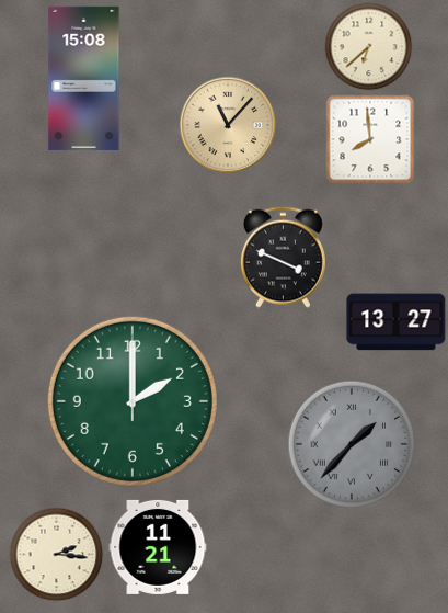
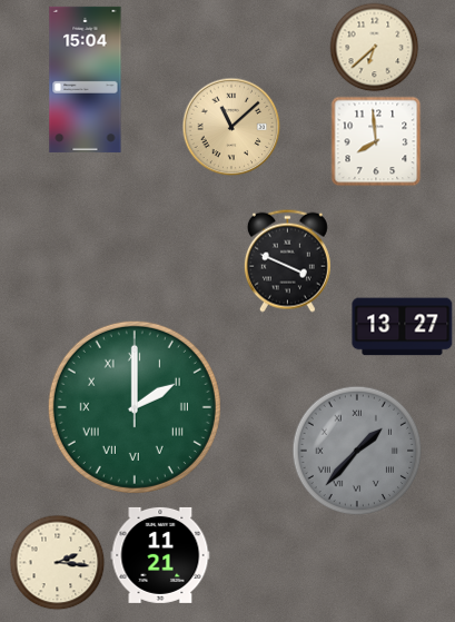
clock at (84, 78): 15:08 -> 15:04
clock at (228, 125): 11:07 -> 11:08
clock at (133, 401) numerals: Arabic -> Roman
